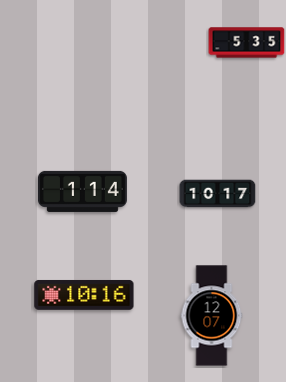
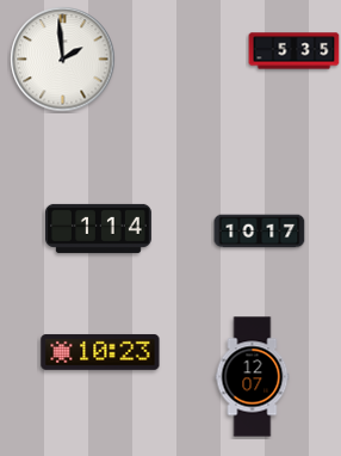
clock at (63, 60): none -> 1:59
clock at (84, 295): 10:16 -> 10:23
